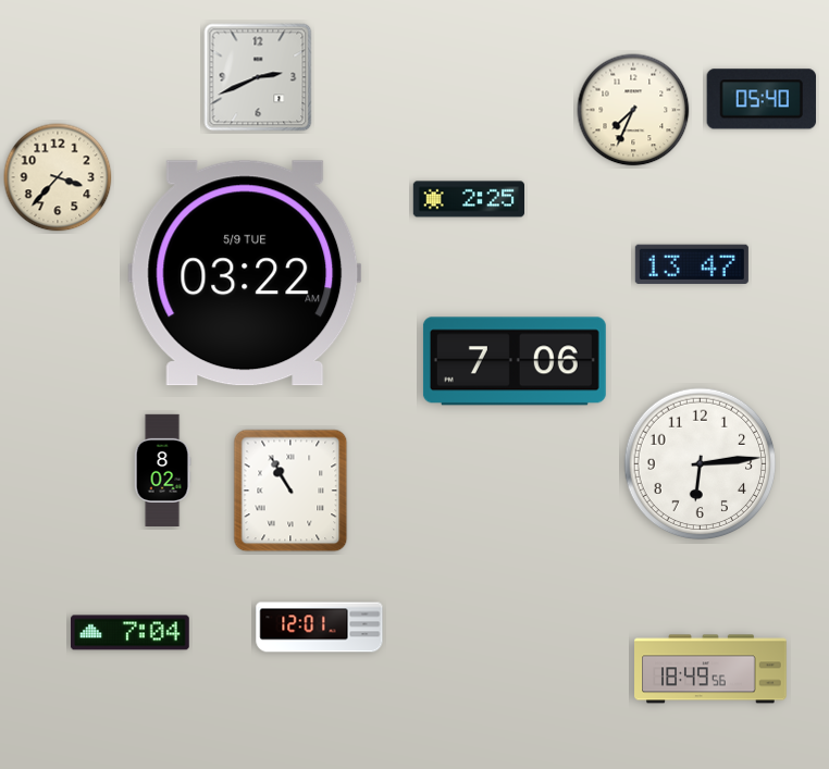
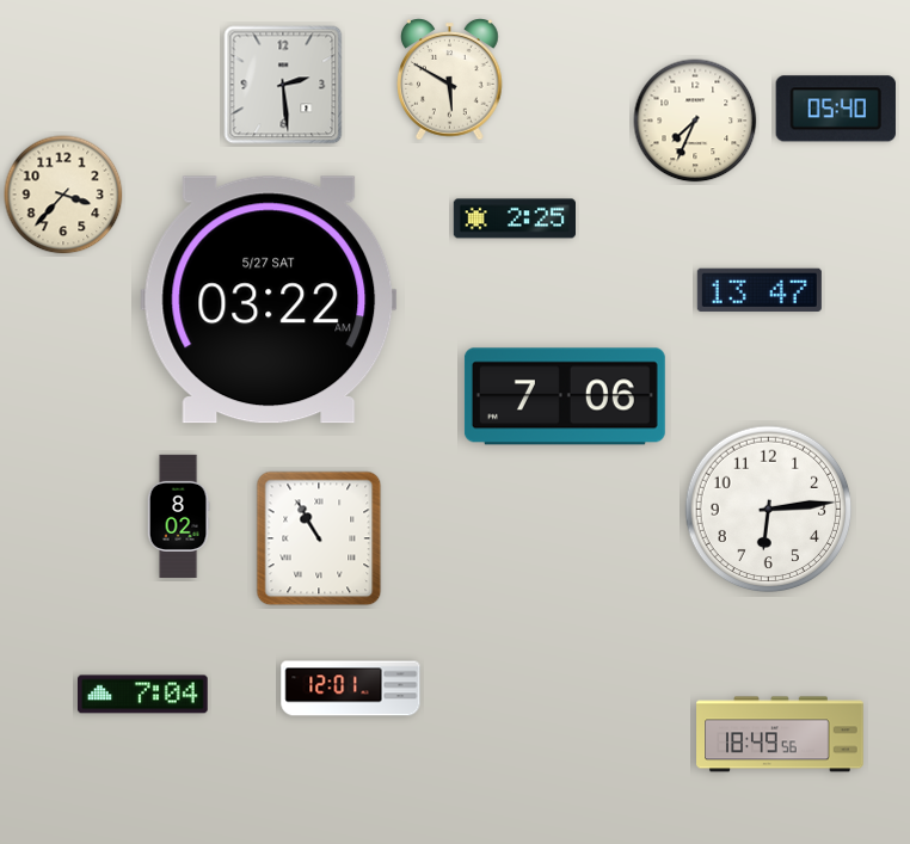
clock at (450, 80): none -> 5:50
clock at (258, 77): 2:41 -> 2:29
clock at (245, 273) date: 5/9 TUE -> 5/27 SAT
